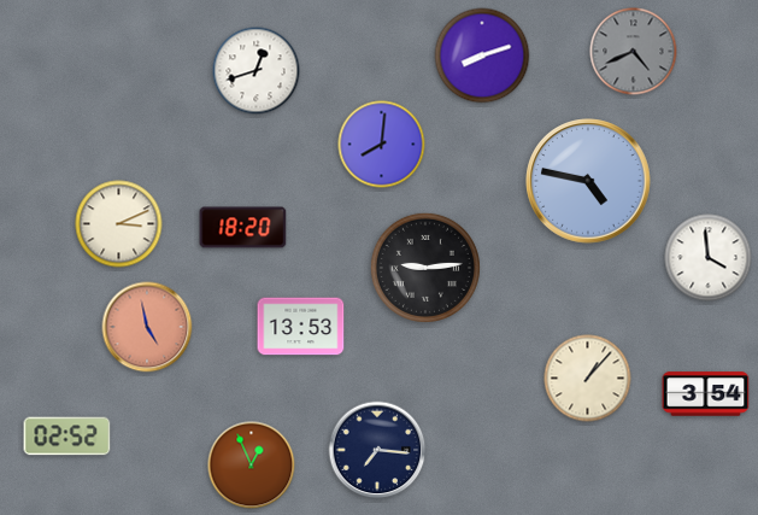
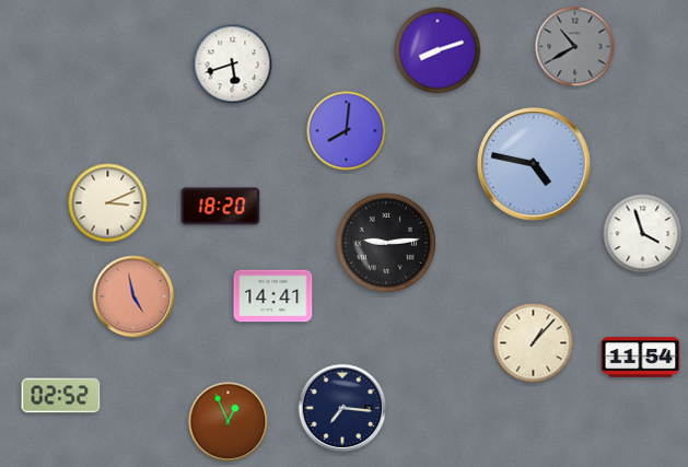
clock at (634, 52): 4:41 -> 10:40
clock at (257, 71): 12:42 -> 5:42
clock at (709, 258): 3:59 -> 3:57
clock at (301, 327): 13:53 -> 14:41
clock at (706, 394): 3:54 -> 11:54
